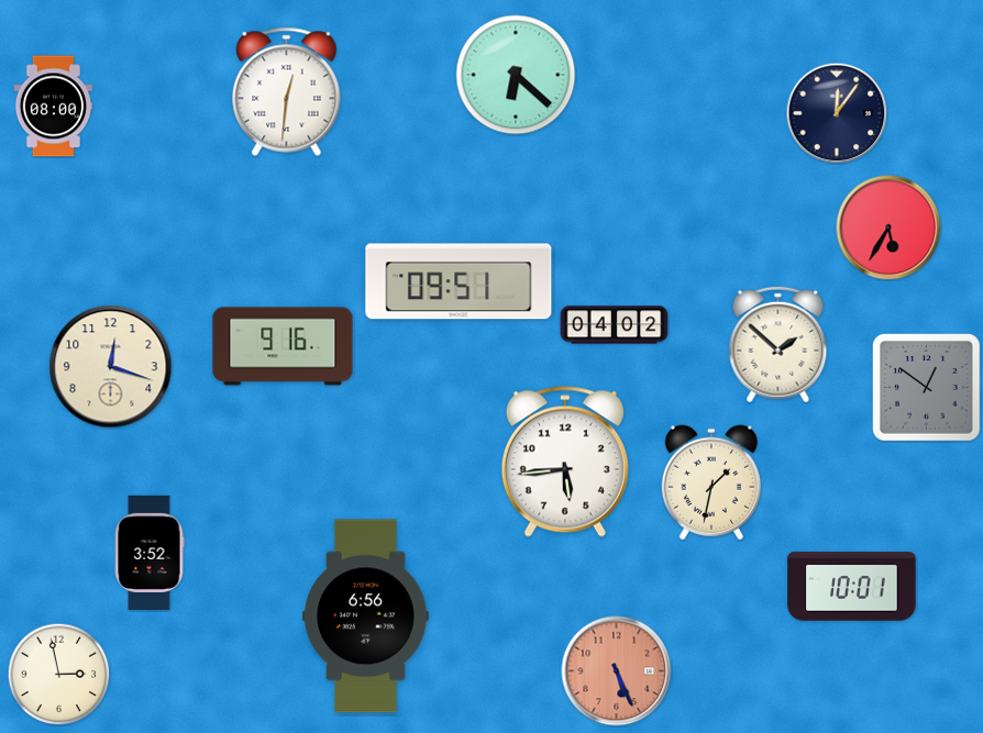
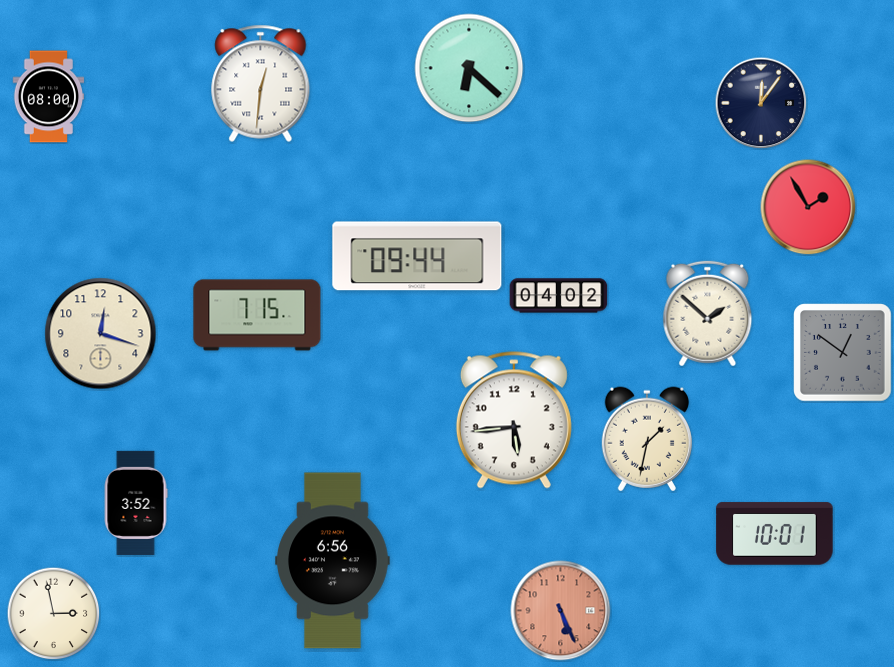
clock at (888, 227): 5:35 -> 1:55
clock at (459, 281): 09:51 -> 09:44
clock at (283, 346): 9:16 -> 7:15
